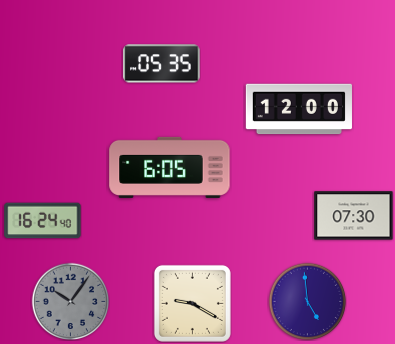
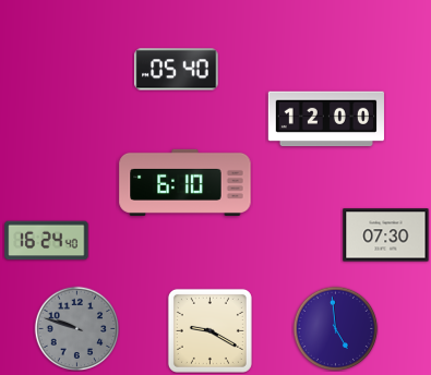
clock at (162, 64): 05:35 -> 05:40
clock at (170, 167): 6:05 -> 6:10
clock at (70, 301): 10:06 -> 9:48
